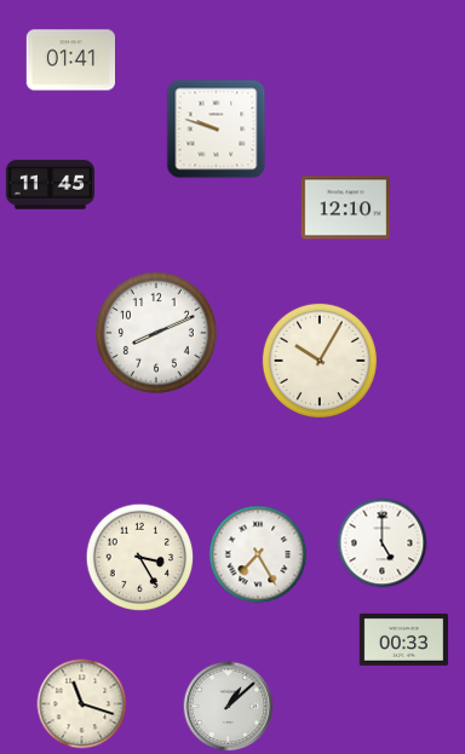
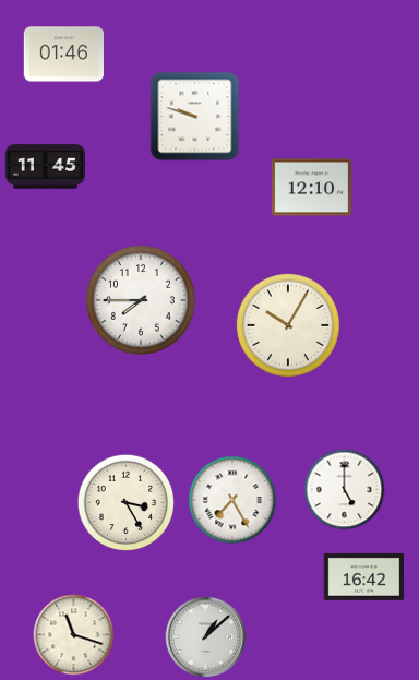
clock at (70, 61): 01:41 -> 01:46
clock at (156, 333): 8:11 -> 7:45
clock at (403, 639): 00:33 -> 16:42
